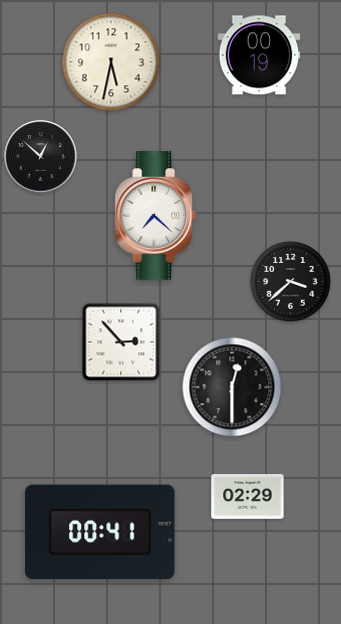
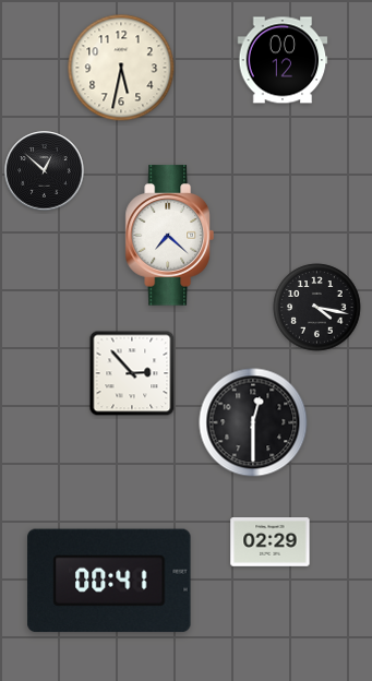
clock at (259, 55): 00:19 -> 00:12
clock at (291, 282): 3:38 -> 4:17
